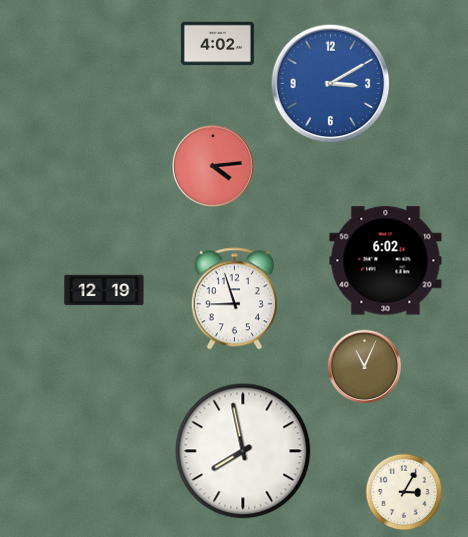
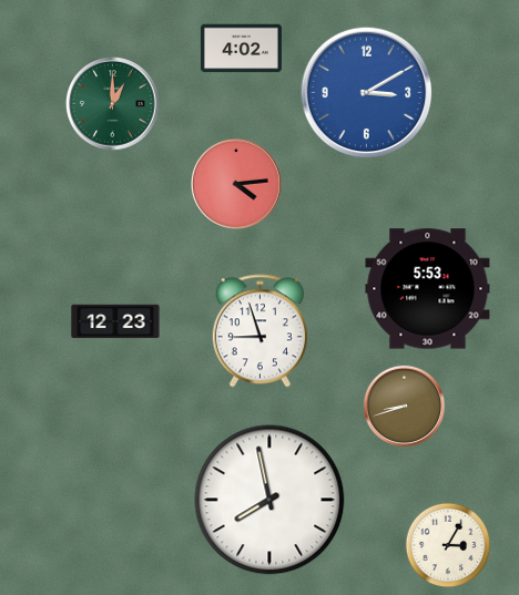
clock at (113, 104): none -> 1:00
clock at (386, 261): 6:02 -> 5:53
clock at (104, 290): 12:19 -> 12:23
clock at (364, 366): 11:04 -> 8:42
